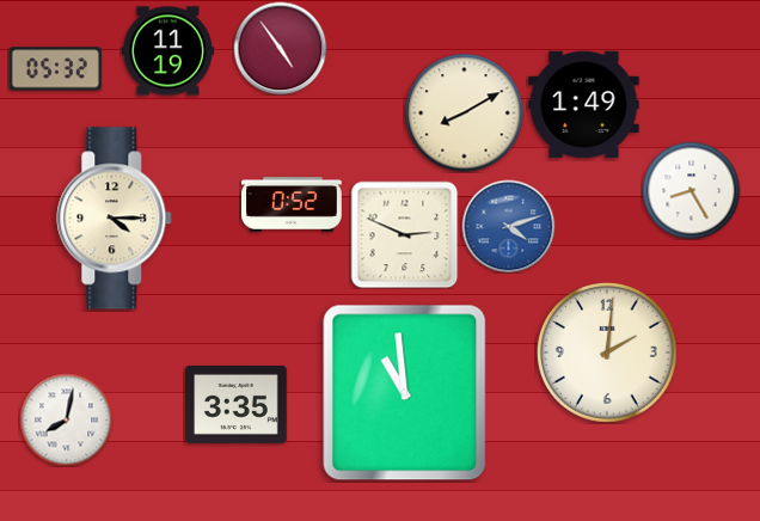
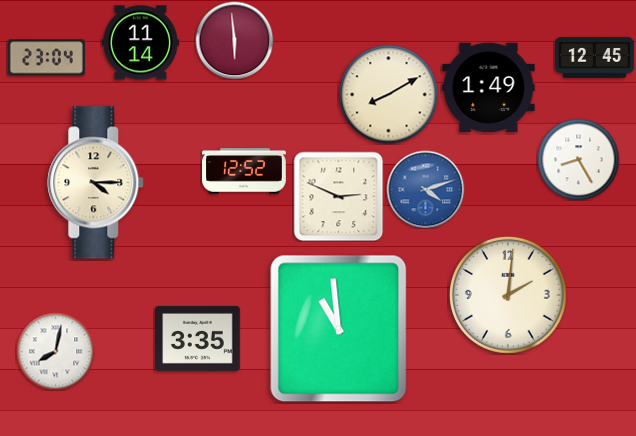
clock at (280, 48): 4:54 -> 5:59
clock at (167, 51): 11:19 -> 11:14
clock at (55, 69): 05:32 -> 23:04
clock at (594, 58): none -> 12:45
clock at (293, 204): 0:52 -> 12:52
